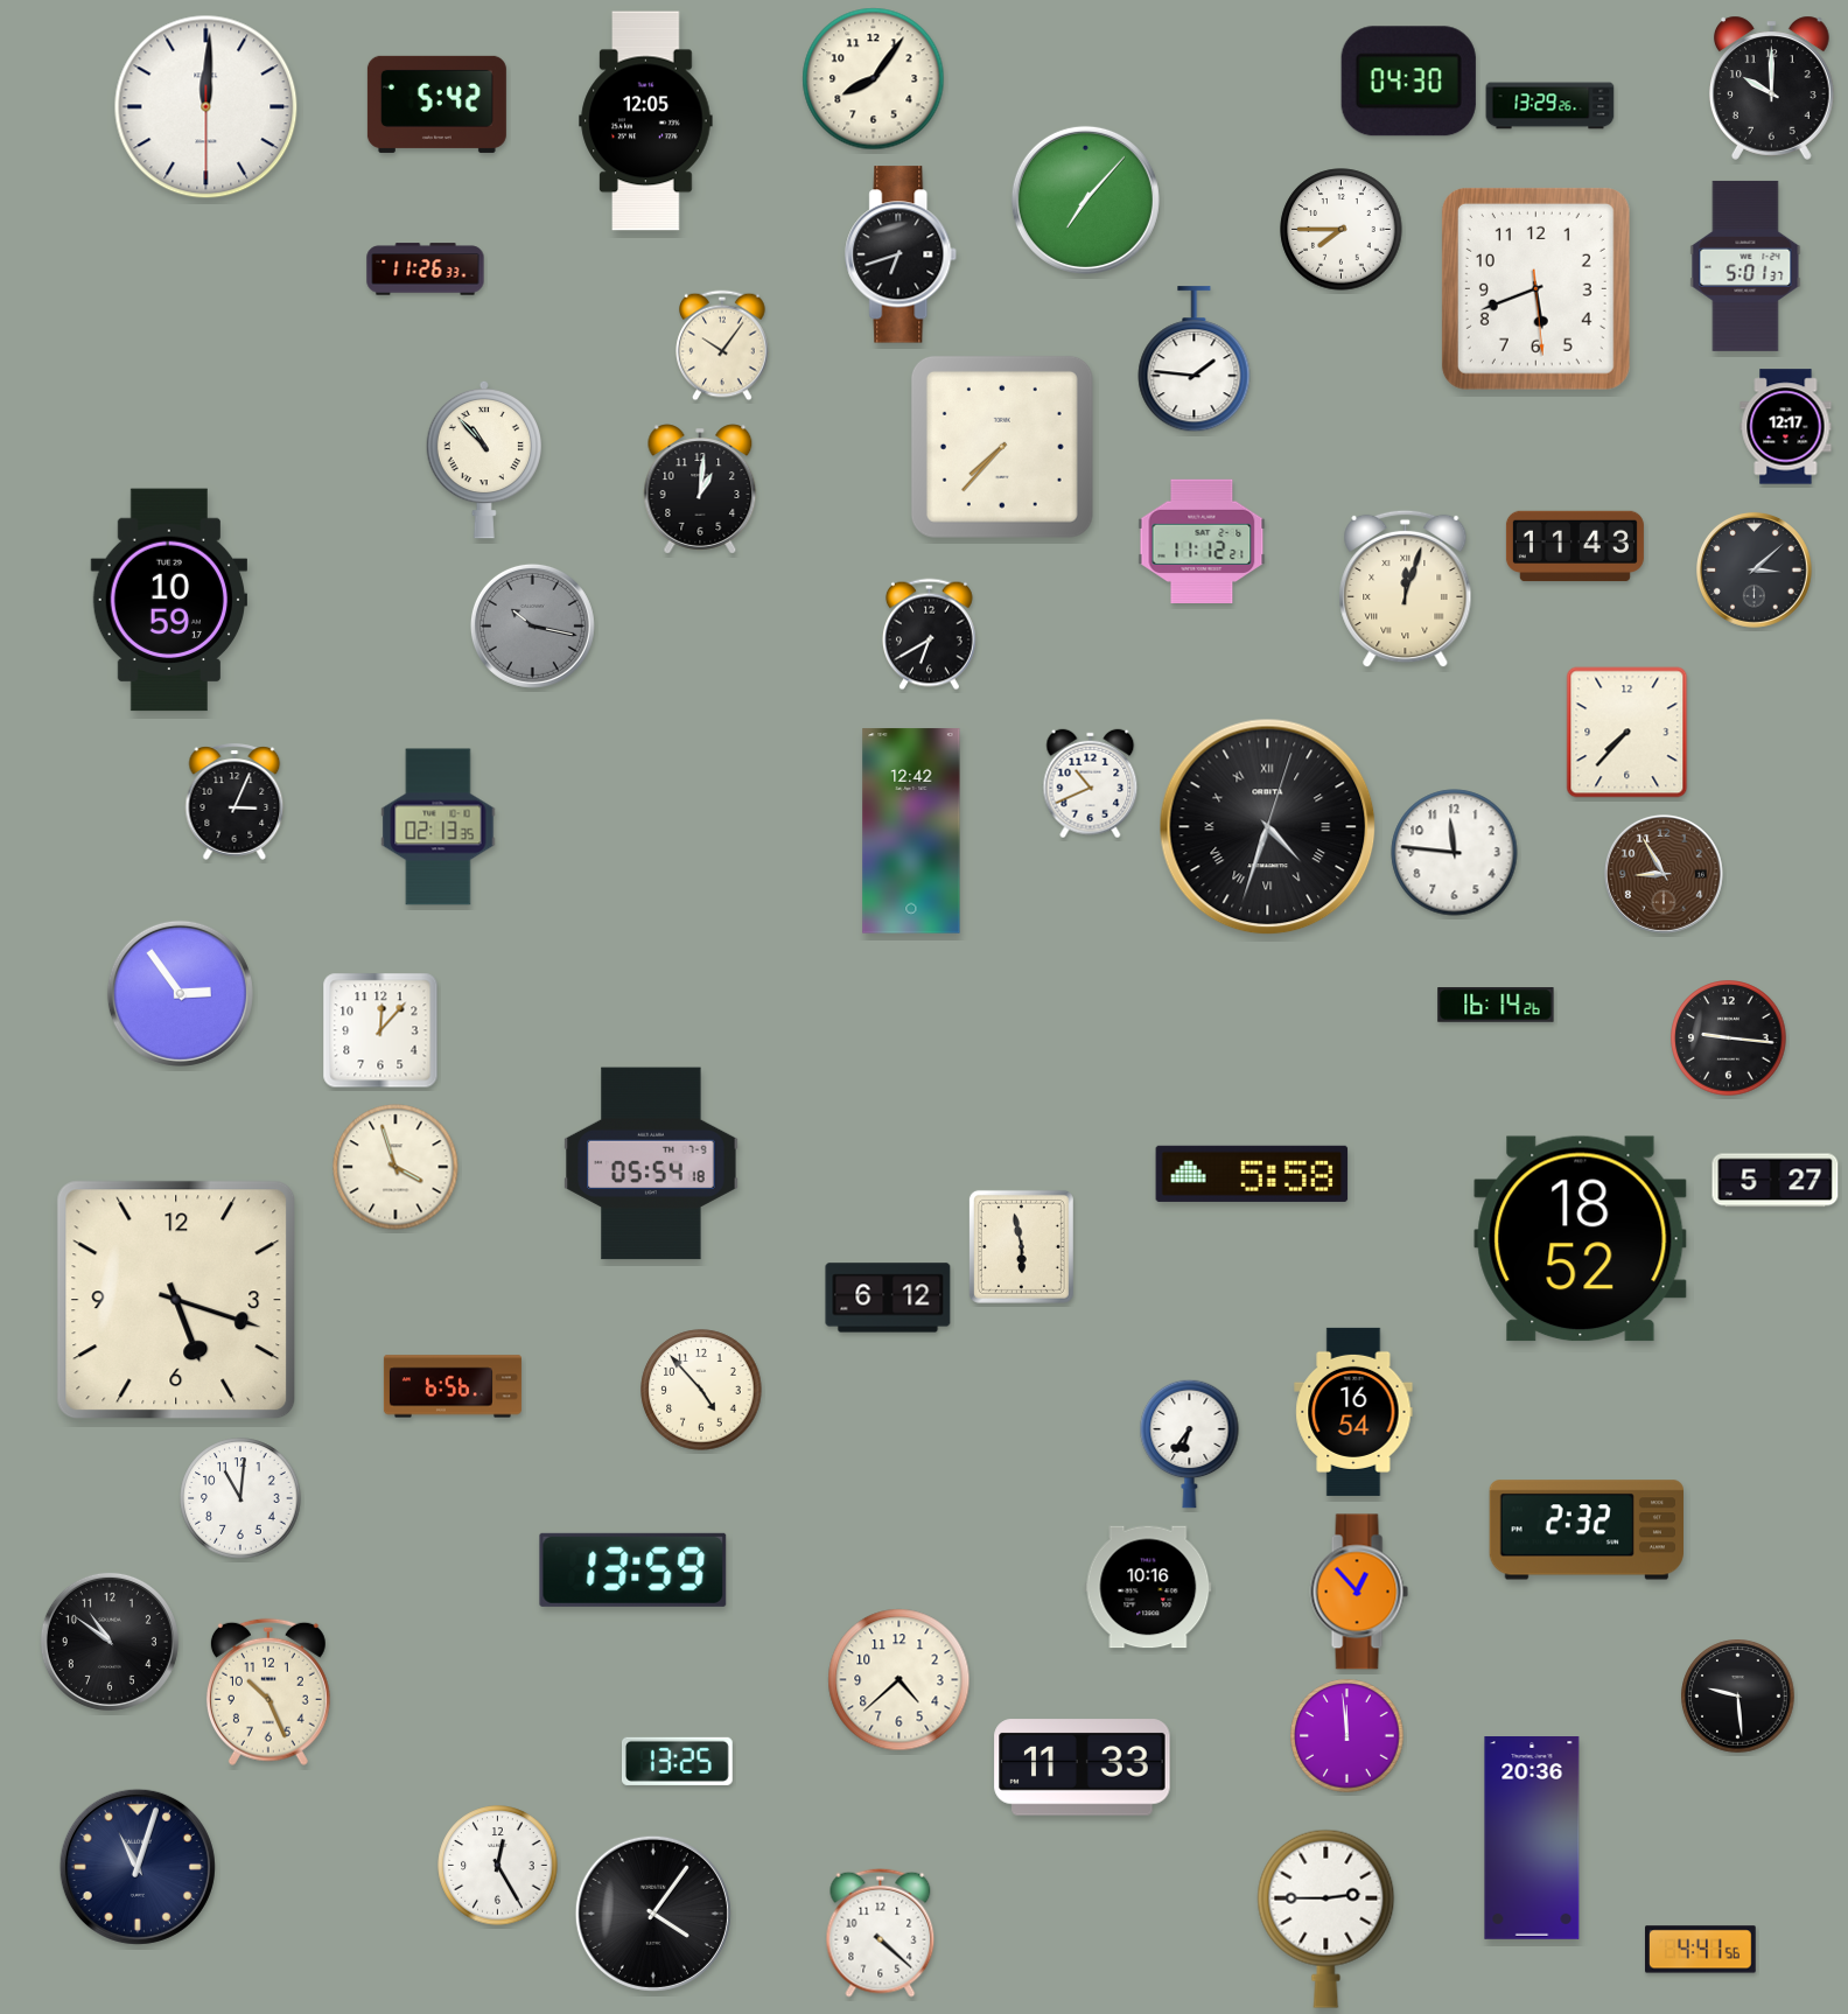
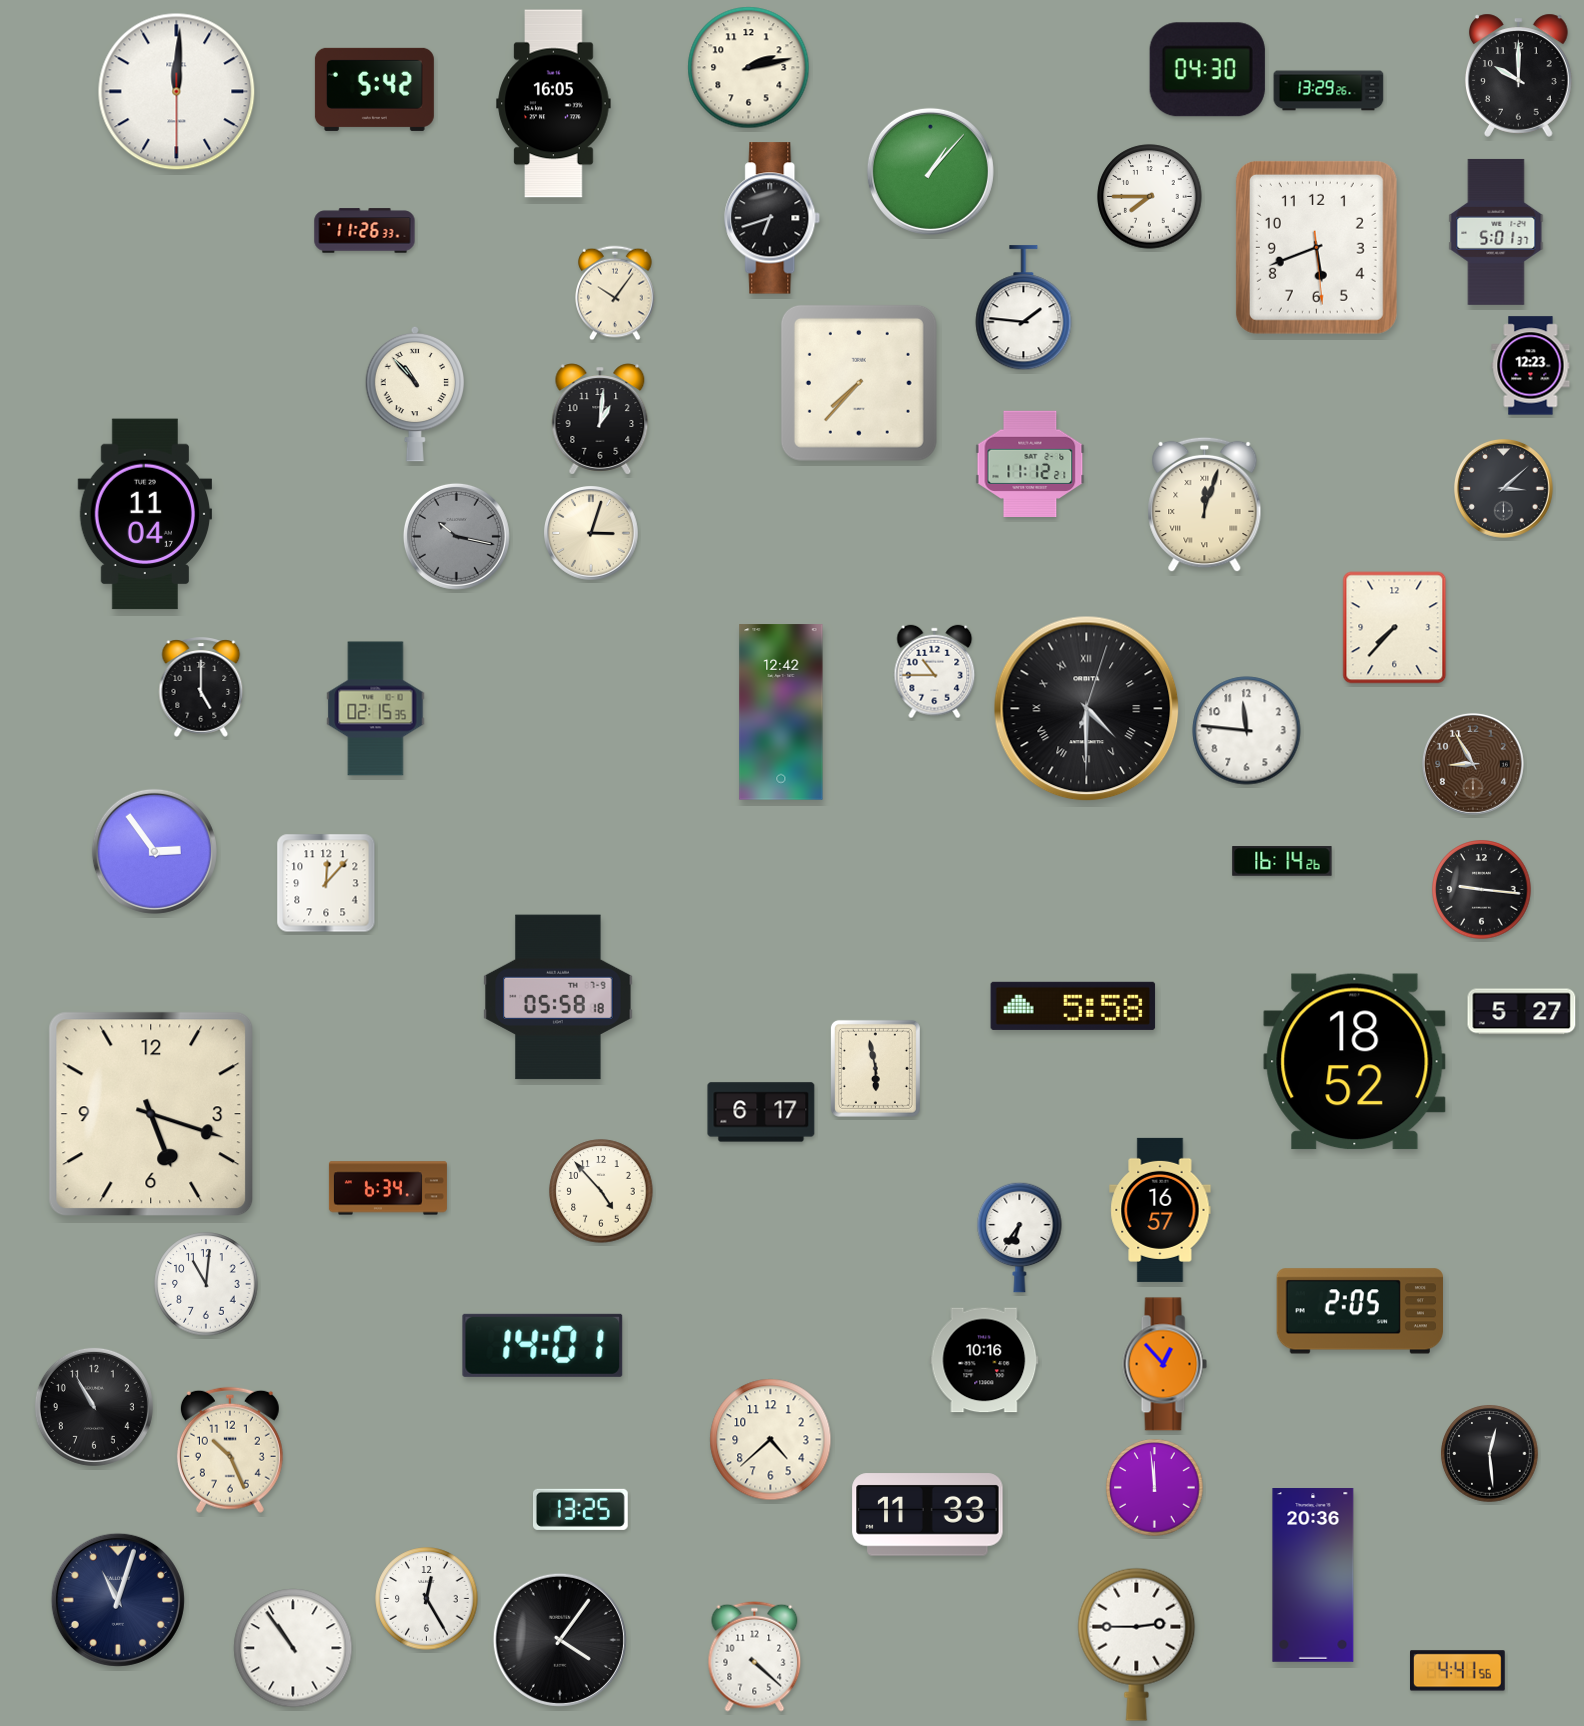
clock at (874, 79): 8:06 -> 2:13
clock at (646, 121): 12:05 -> 16:05
clock at (1085, 200): 7:07 -> 1:07
clock at (1745, 266) position: (1745, 266) -> (1496, 232)
clock at (722, 345) position: (722, 345) -> (615, 293)
clock at (1786, 427): 12:17 -> 12:23
clock at (1575, 546): 11:43 -> none
clock at (168, 600): 10:59 -> 11:04
clock at (592, 534): none -> 3:03
clock at (930, 635): 6:40 -> none
clock at (1091, 784): 10:41 -> 10:45
clock at (235, 802): 3:04 -> 5:00
clock at (439, 827): 02:13 -> 02:15
clock at (1268, 827): 4:33 -> 4:30
clock at (1664, 874) position: (1664, 874) -> (1473, 764)
clock at (651, 1163): 05:54 -> 05:58
clock at (395, 1167): 3:57 -> none
clock at (888, 1298): 6:12 -> 6:17
clock at (453, 1386): 6:56 -> 6:34
clock at (1353, 1412): 16:54 -> 16:57
clock at (1585, 1530): 2:32 -> 2:05
clock at (633, 1569): 13:59 -> 14:01
clock at (110, 1642): 10:51 -> 10:55
clock at (1738, 1697): 9:29 -> 12:29
clock at (293, 1648): none -> 10:54
